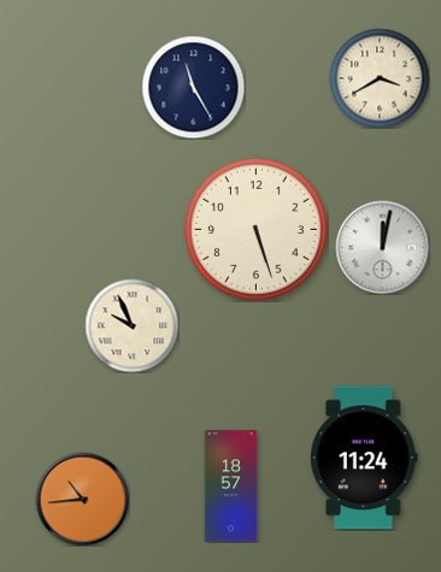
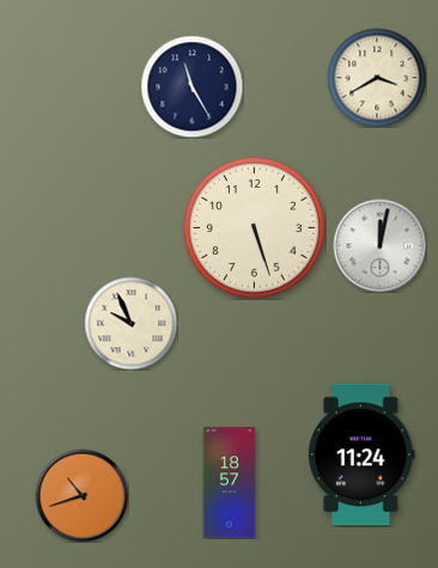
clock at (82, 499): 10:44 -> 10:42
